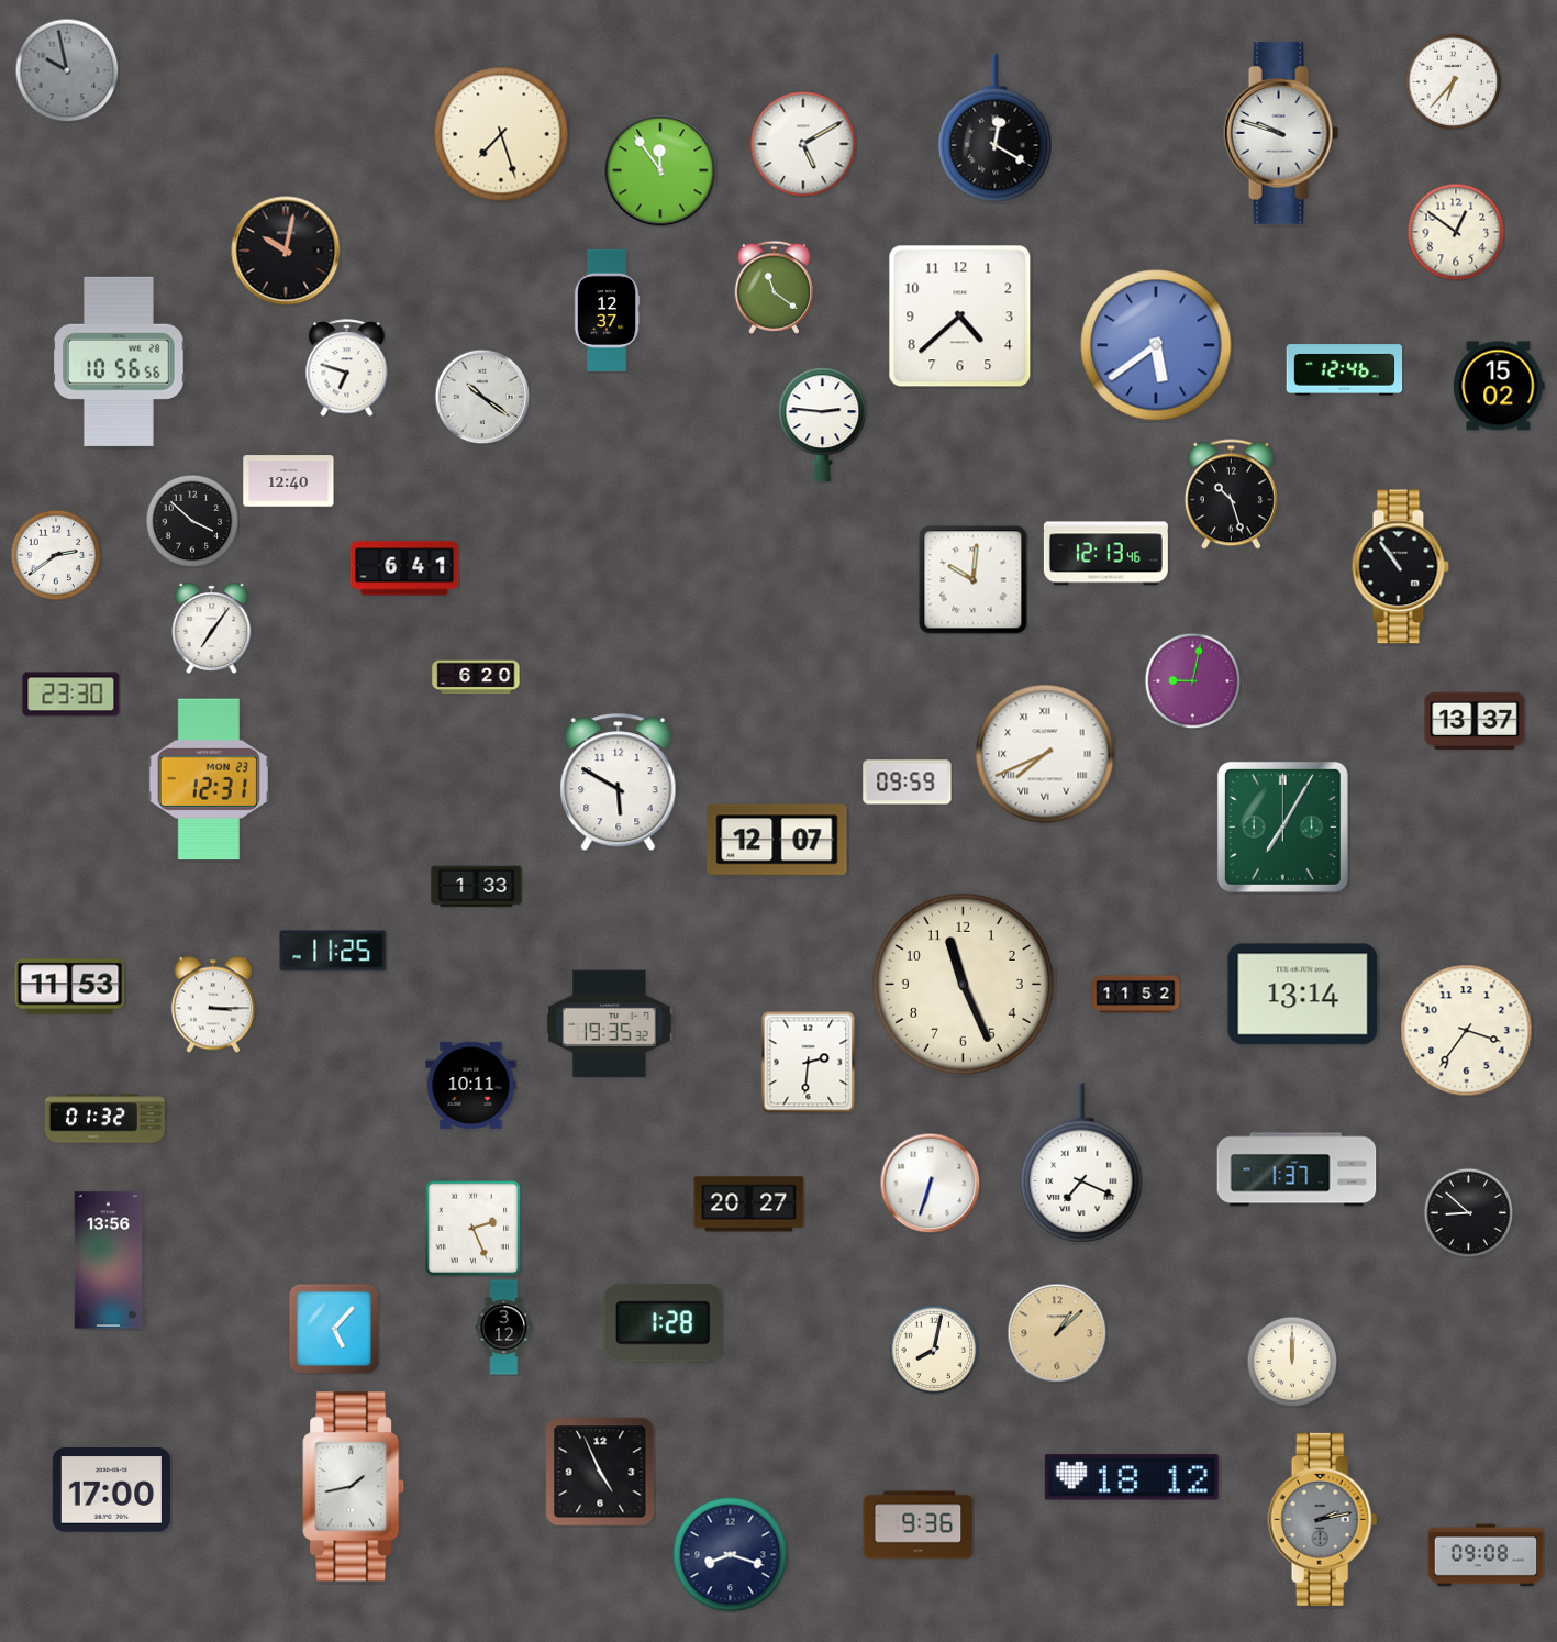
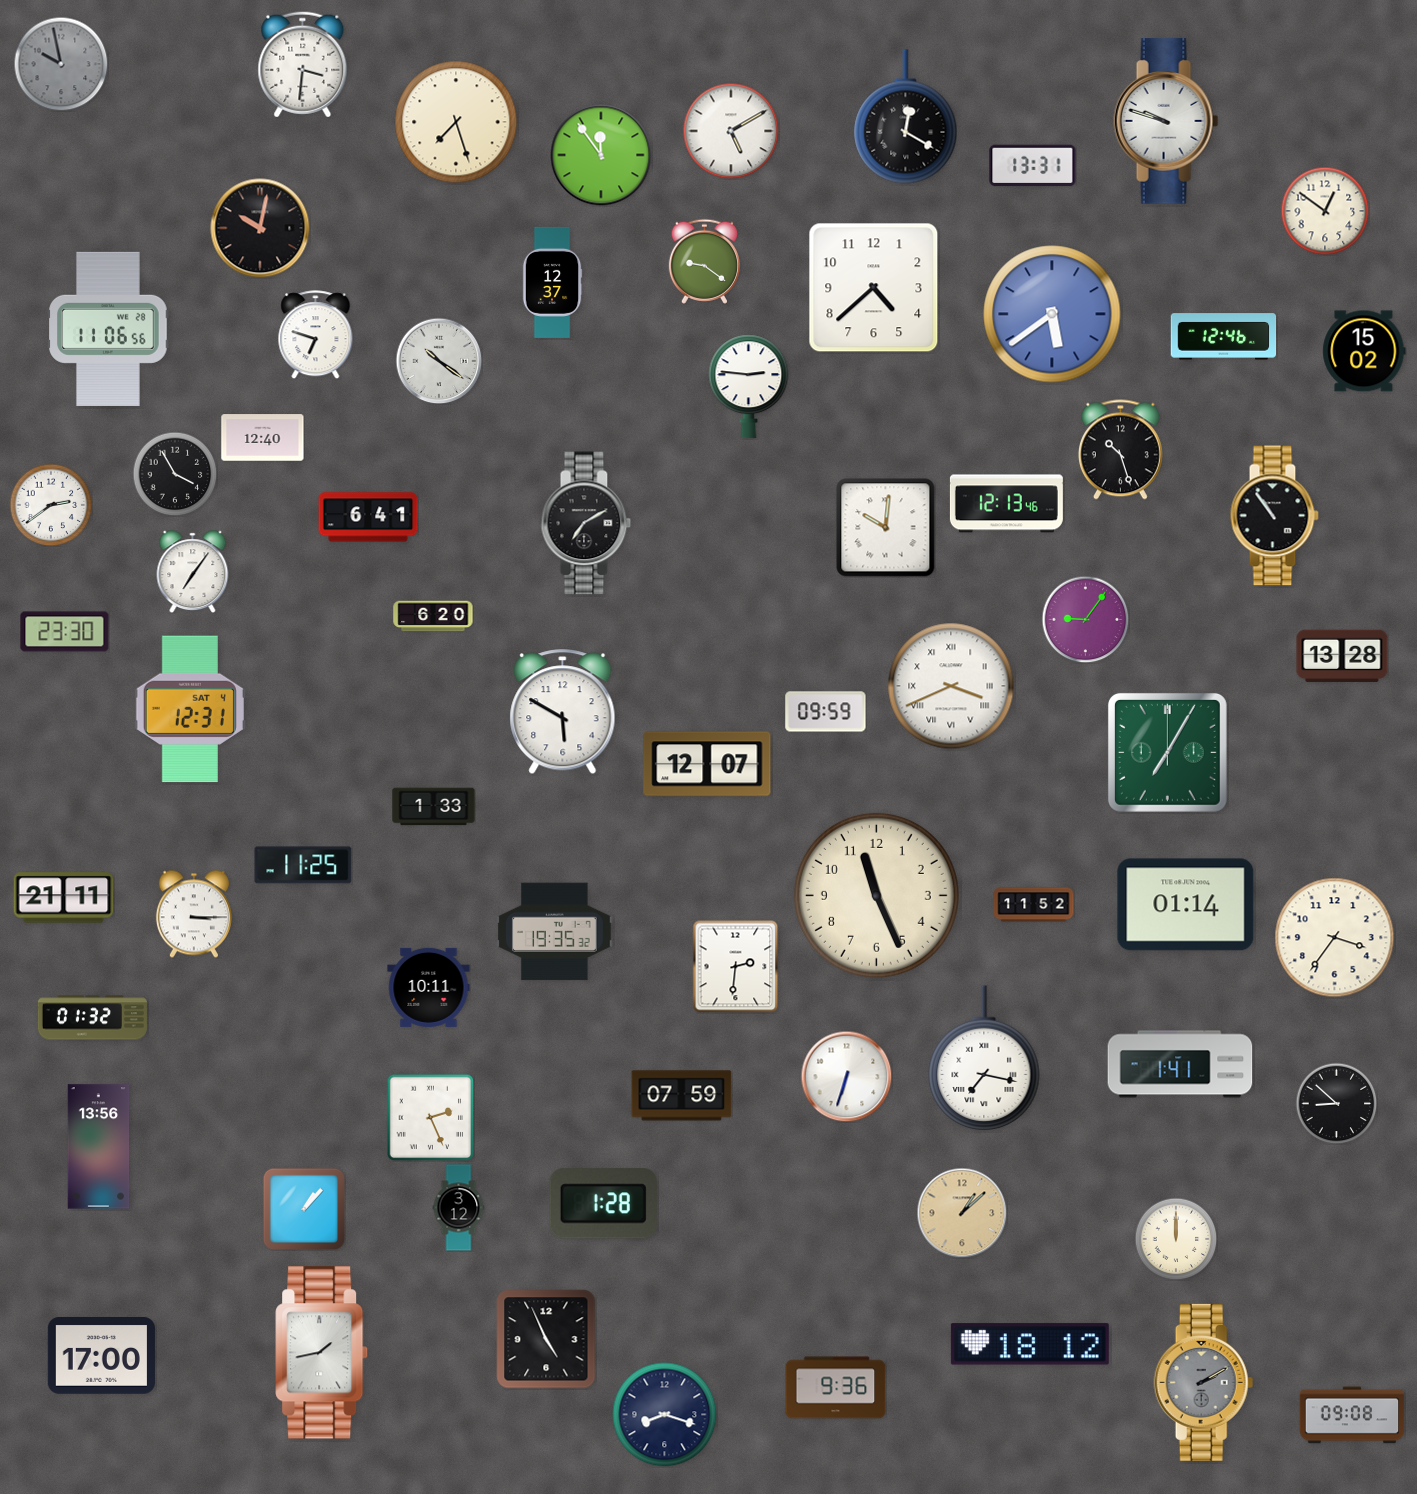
clock at (303, 65): none -> 3:31
clock at (1453, 81): 6:37 -> none
clock at (1033, 166): none -> 13:31
clock at (774, 287): 11:21 -> 9:21
clock at (119, 362): 10:56 -> 11:06
clock at (192, 521): 3:52 -> 3:55
clock at (586, 523): none -> 7:10
clock at (1192, 680): 9:02 -> 9:06
clock at (1475, 721): 13:37 -> 13:28
clock at (1045, 754): 7:41 -> 3:41
clock at (209, 779) date: MON 23 -> SAT 4
clock at (70, 987): 11:53 -> 21:11
clock at (1303, 995): 13:14 -> 01:14
clock at (104, 1119) position: (104, 1119) -> (92, 1018)
clock at (1081, 1164): 7:19 -> 7:17
clock at (1297, 1169): 1:37 -> 1:41
clock at (749, 1205): 20:27 -> 07:59
clock at (333, 1328): 5:07 -> 1:07
clock at (934, 1350): 8:02 -> none
clock at (1323, 1519): 2:13 -> 2:10
